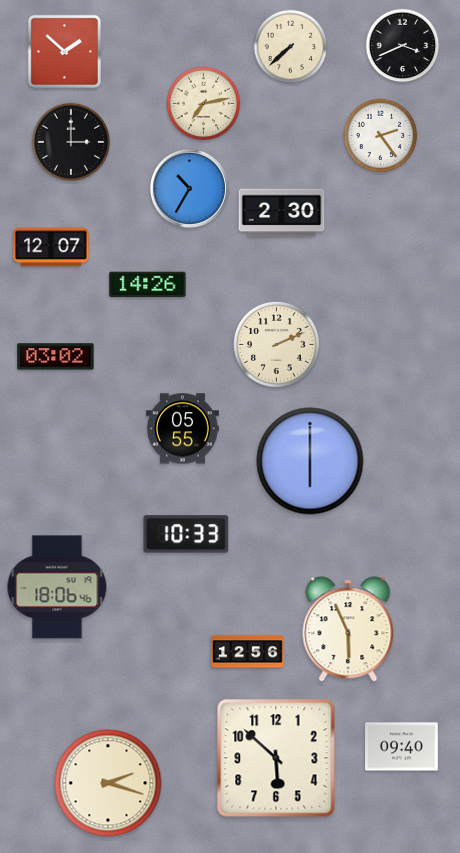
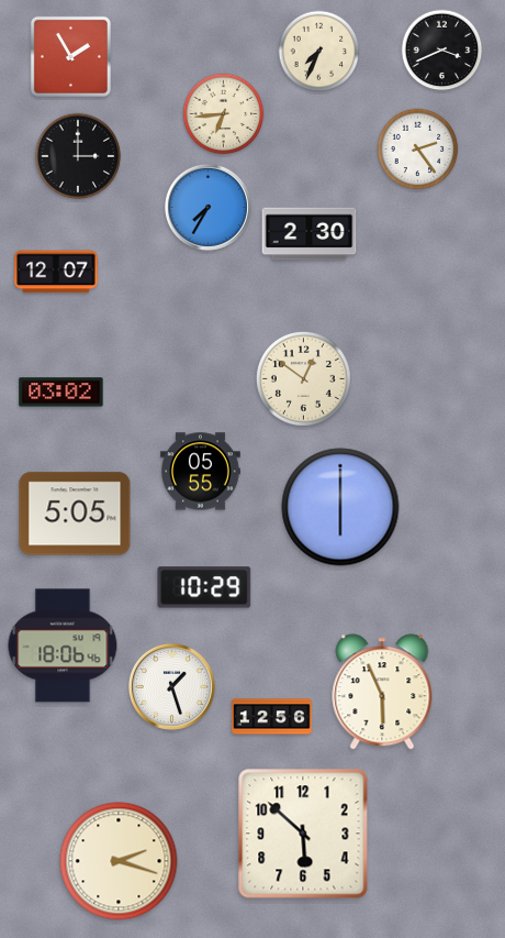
clock at (291, 47): 7:38 -> 7:34
clock at (64, 51): 1:52 -> 1:55
clock at (204, 104): 7:13 -> 6:44
clock at (189, 188): 10:35 -> 7:35
clock at (148, 285): 14:26 -> none
clock at (276, 344): 2:11 -> 12:51
clock at (75, 514): none -> 5:05
clock at (186, 534): 10:33 -> 10:29
clock at (171, 686): none -> 1:27
clock at (402, 747): 09:40 -> none
